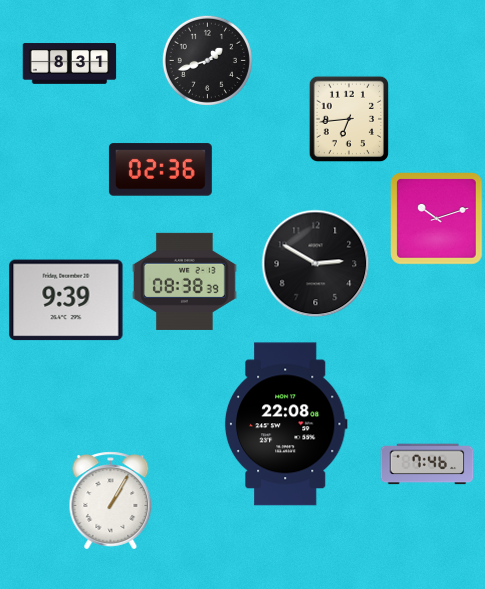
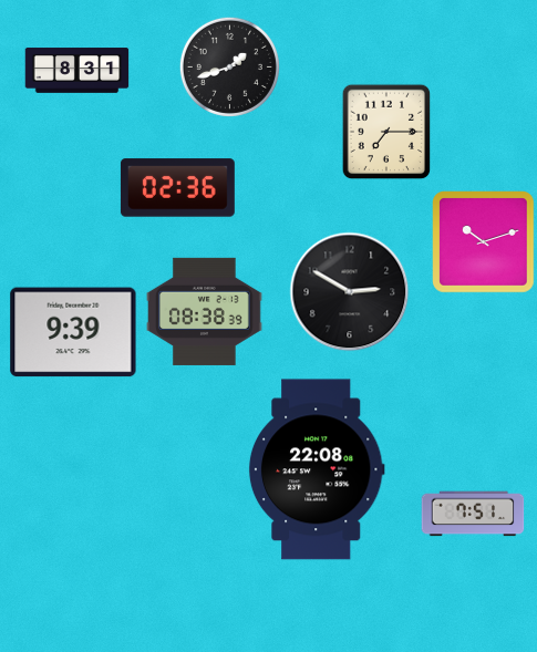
clock at (349, 119): 6:44 -> 7:15
clock at (427, 464): 7:46 -> 7:51
clock at (111, 501): 1:05 -> none
